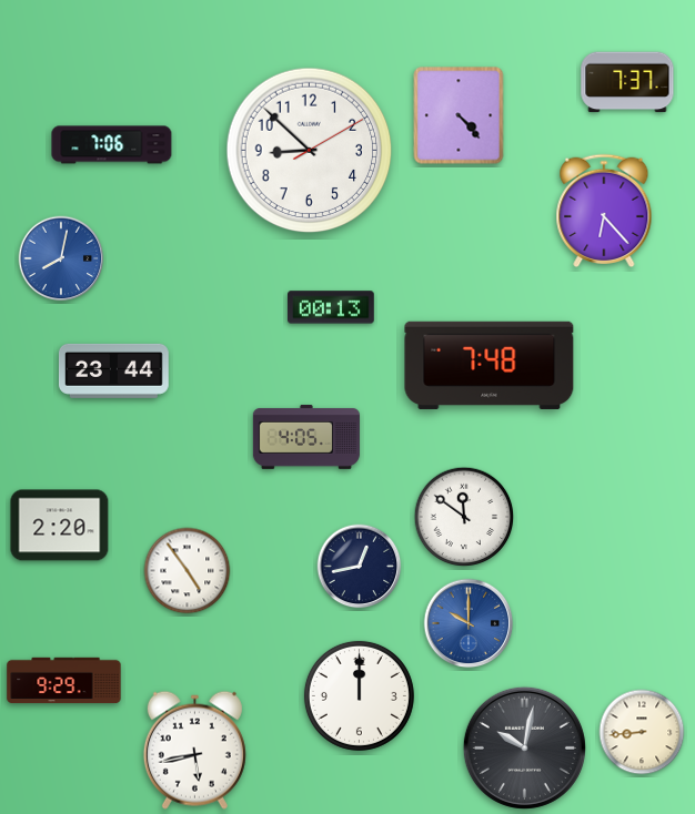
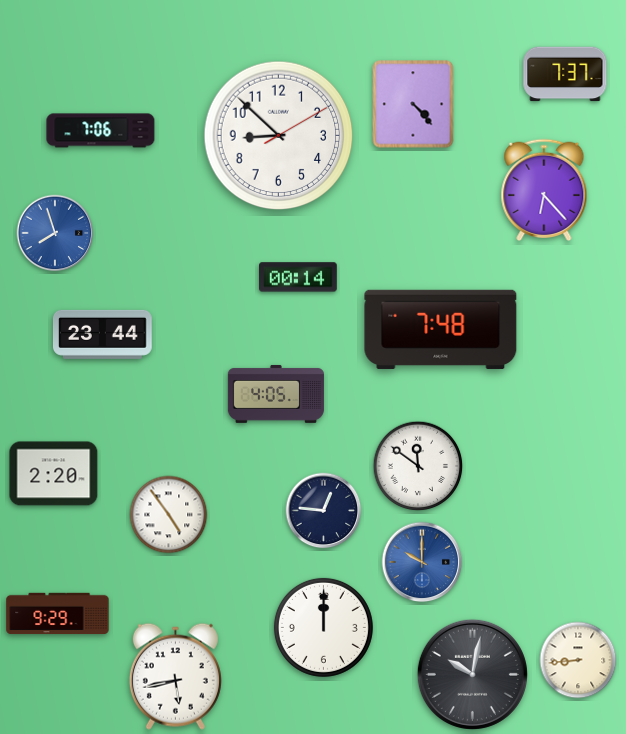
clock at (61, 258): 8:02 -> 7:57
clock at (331, 307): 00:13 -> 00:14
clock at (360, 567): 12:43 -> 12:46
